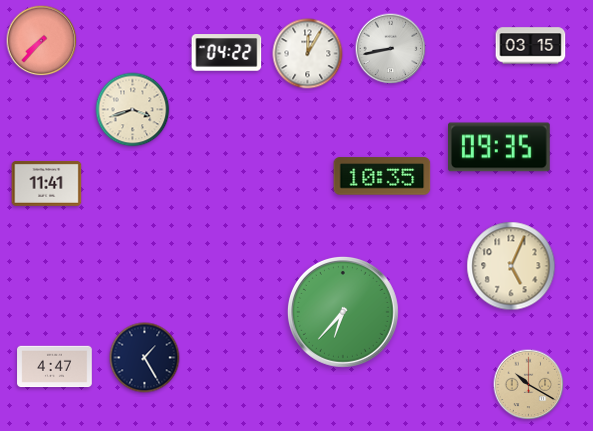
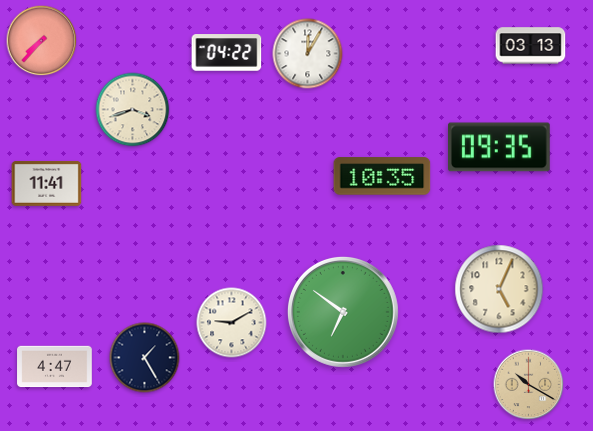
clock at (531, 46): 03:15 -> 03:13
clock at (391, 49): 8:43 -> none
clock at (511, 266) position: (511, 266) -> (499, 289)
clock at (343, 312): 6:37 -> 6:51
clock at (232, 323): none -> 9:10
